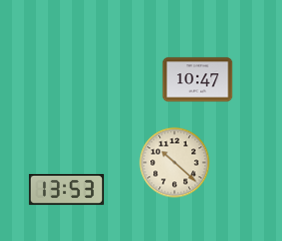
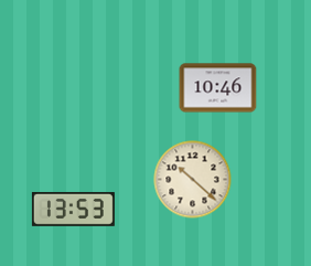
clock at (198, 80): 10:47 -> 10:46
